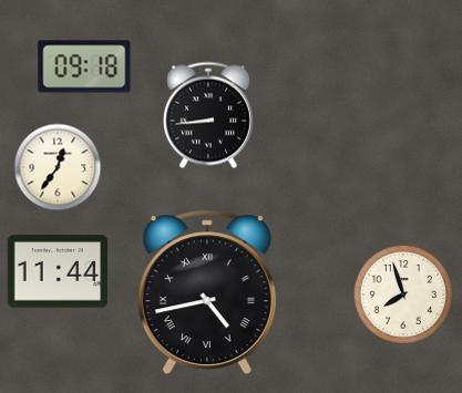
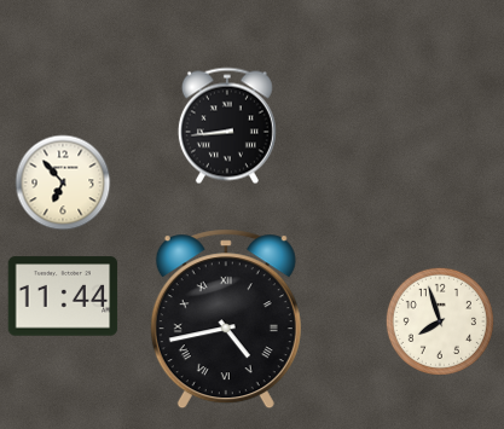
clock at (84, 66): 09:18 -> none
clock at (58, 167): 12:36 -> 6:53
